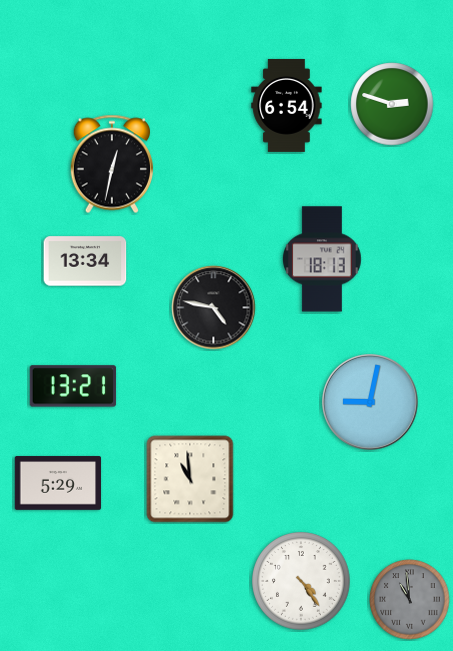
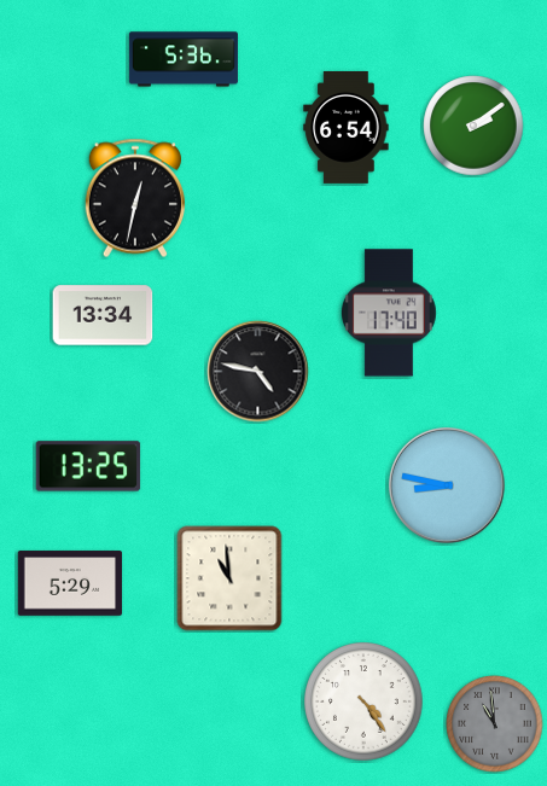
clock at (184, 59): none -> 5:36
clock at (392, 104): 2:48 -> 2:09
clock at (322, 259): 18:13 -> 17:40
clock at (73, 386): 13:21 -> 13:25
clock at (370, 402): 9:02 -> 8:47
